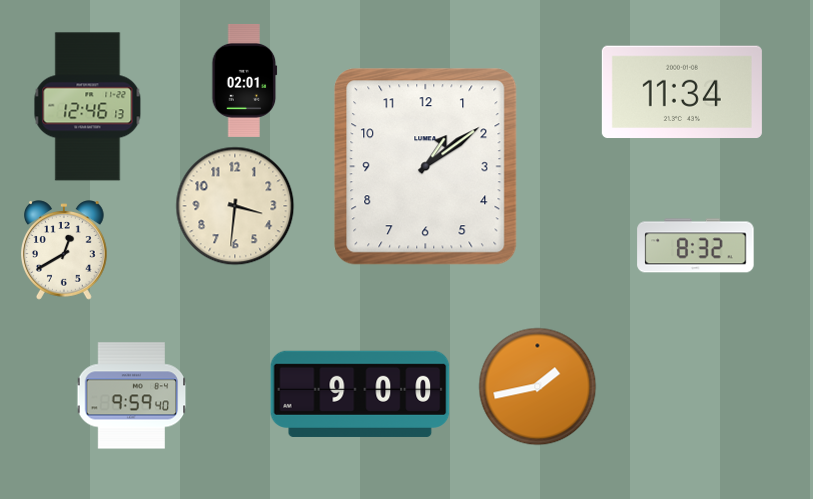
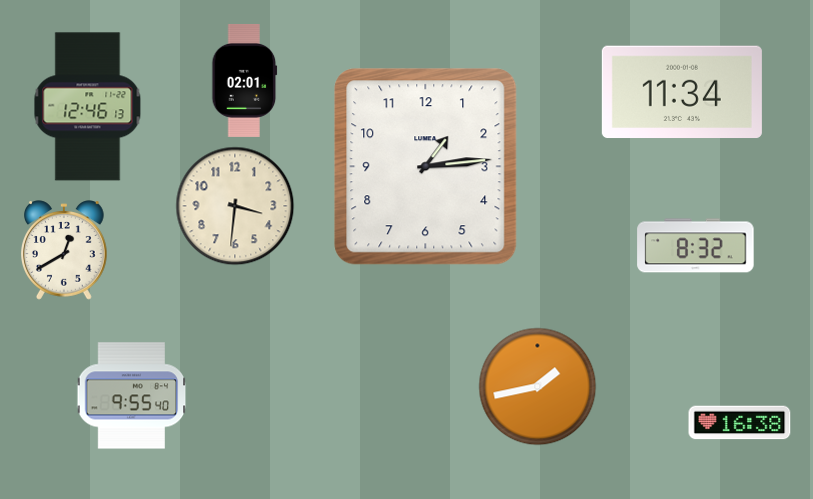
clock at (426, 167): 1:09 -> 1:14
clock at (360, 394): 9:00 -> none
clock at (132, 396): 9:59 -> 9:55
clock at (740, 423): none -> 16:38
